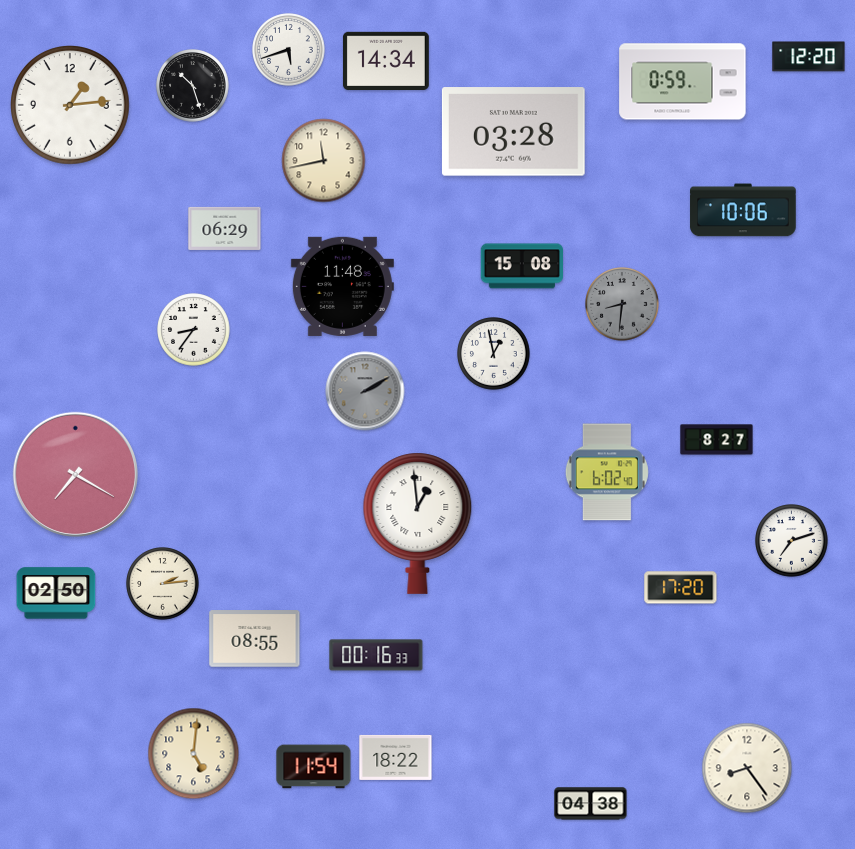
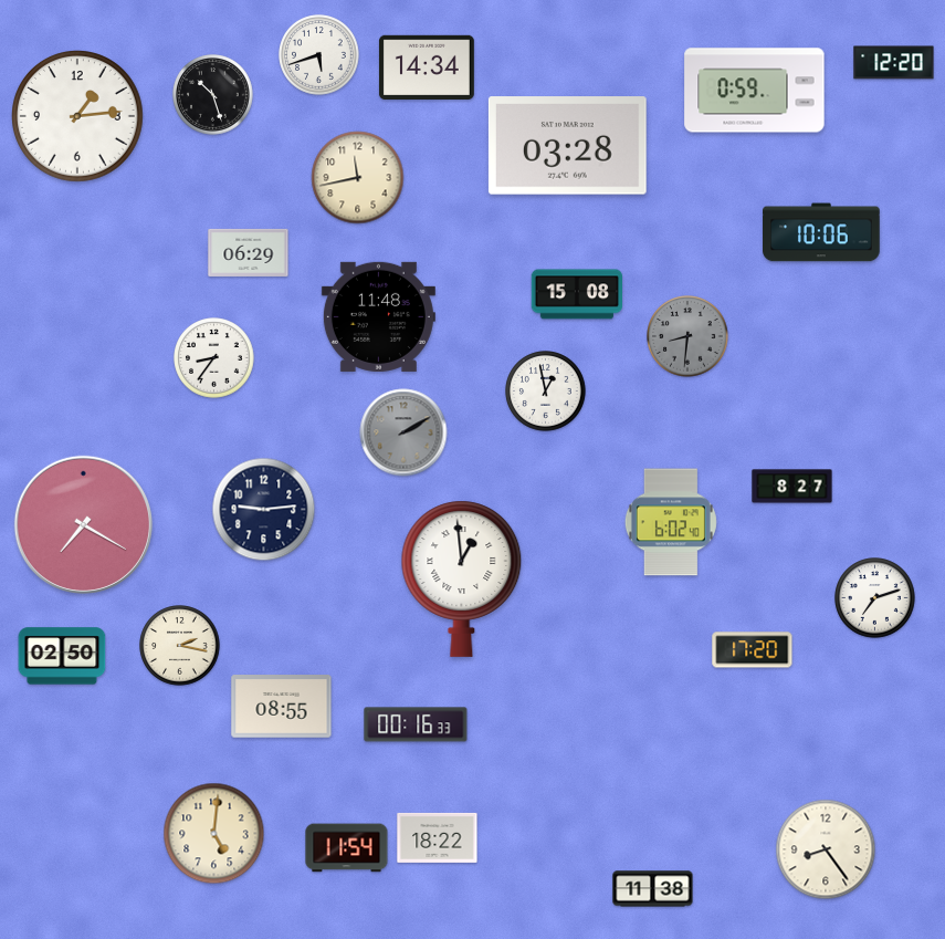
clock at (194, 330) position: (194, 330) -> (214, 358)
clock at (264, 510): none -> 9:14
clock at (163, 584): 2:14 -> 2:17
clock at (591, 804): 04:38 -> 11:38
